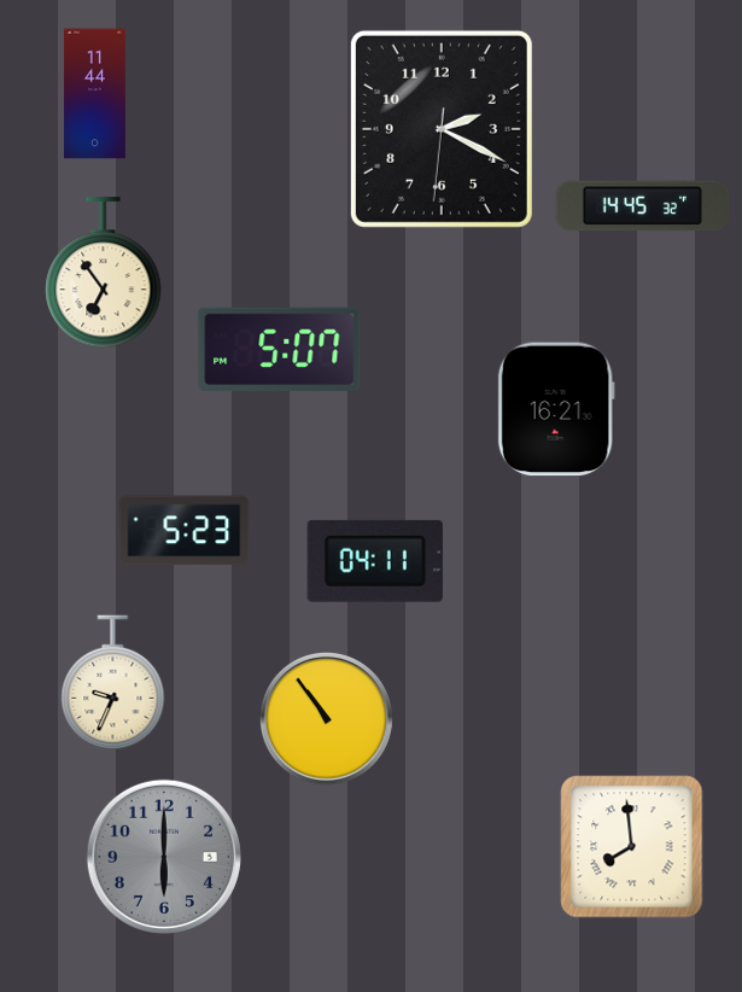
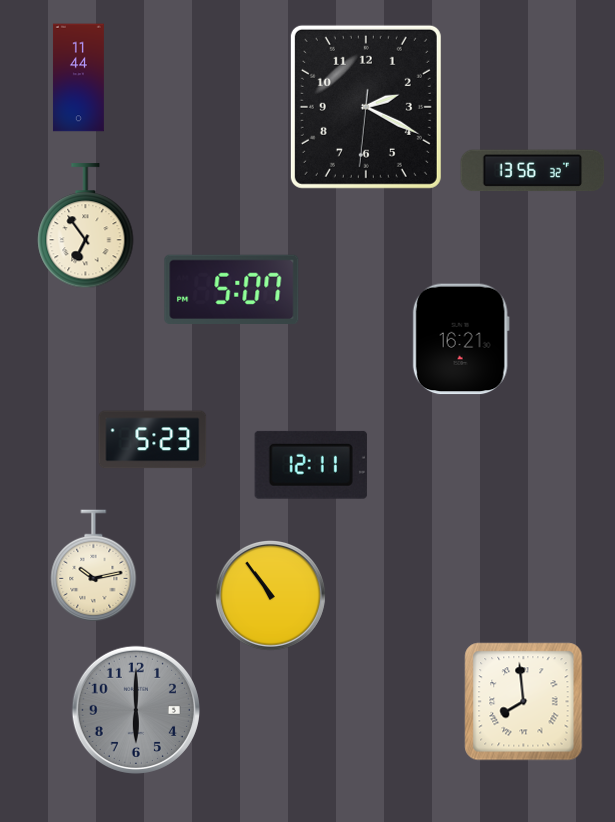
clock at (643, 206): 14:45 -> 13:56
clock at (375, 561): 04:11 -> 12:11
clock at (113, 682): 9:34 -> 10:13
